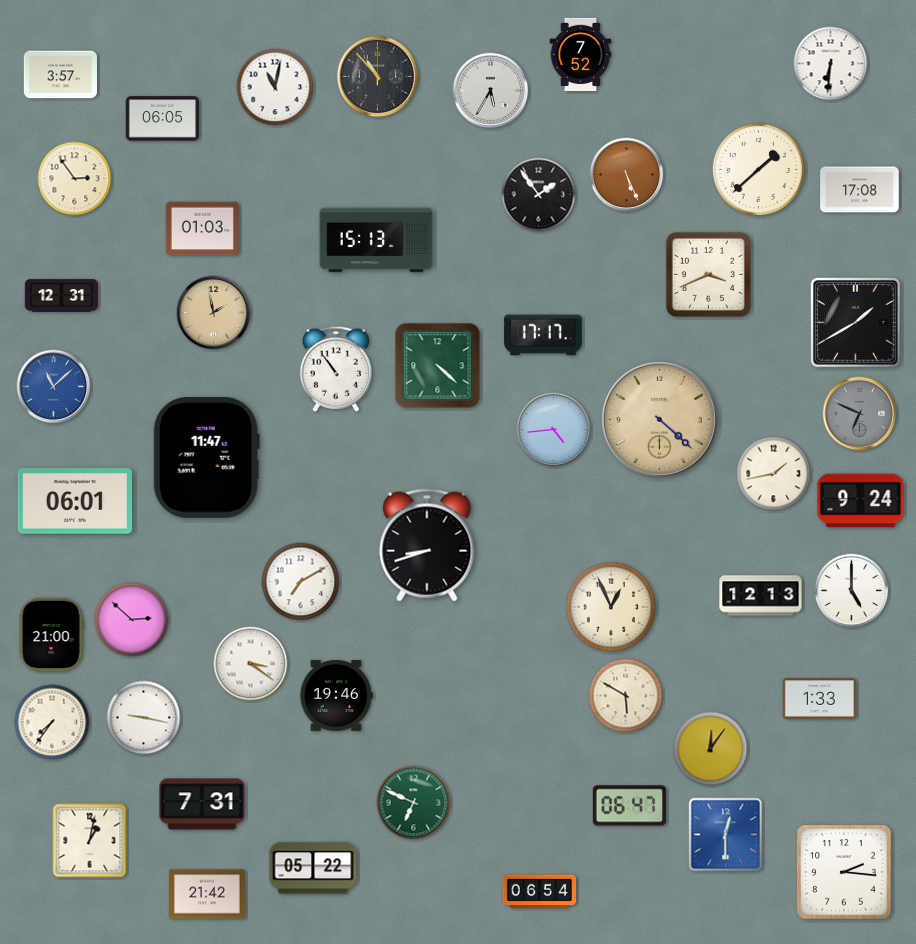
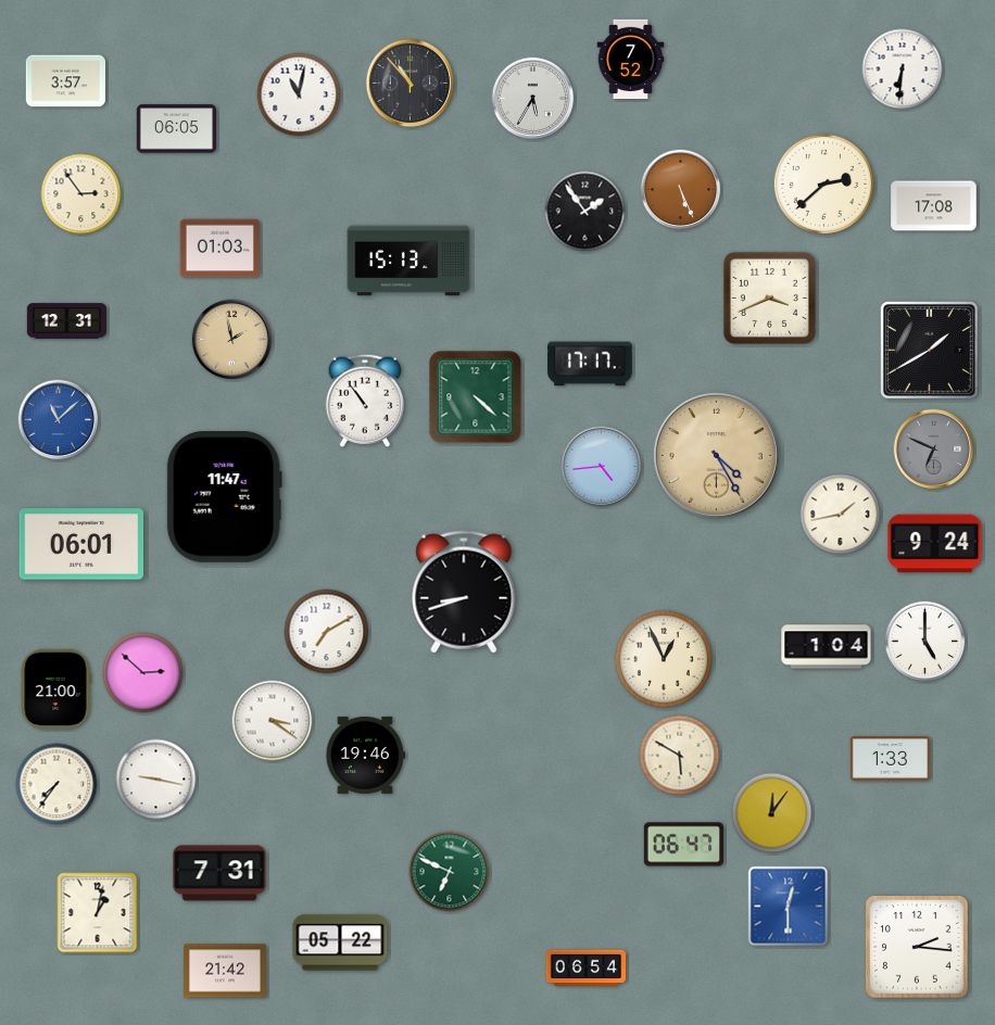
clock at (758, 169): 1:38 -> 2:38
clock at (659, 419): 4:22 -> 4:25
clock at (761, 596): 12:13 -> 1:04
clock at (629, 806) position: (629, 806) -> (683, 845)
